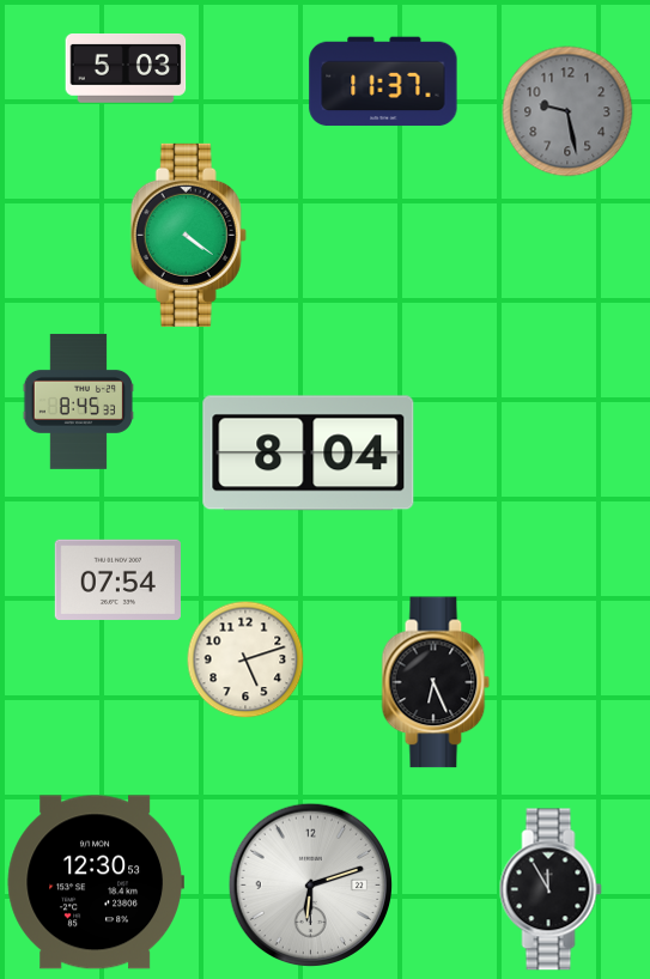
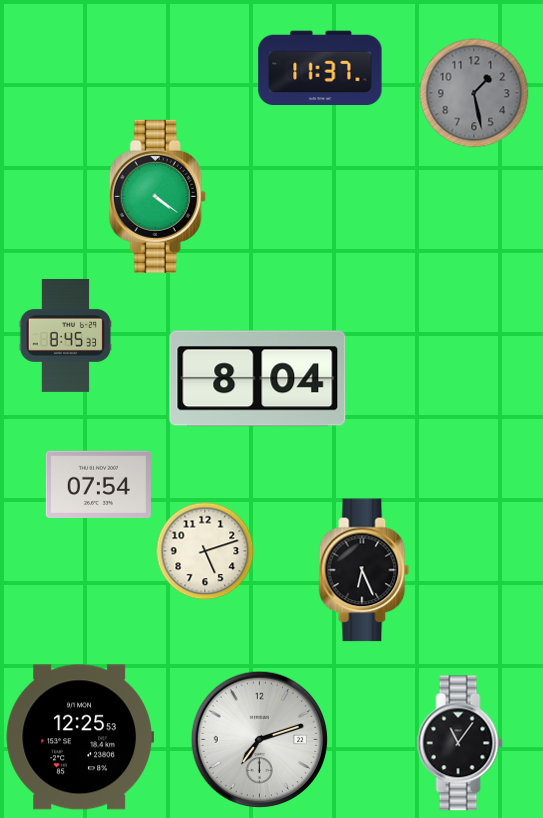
clock at (126, 69): 5:03 -> none
clock at (567, 111): 9:28 -> 1:28
clock at (96, 882): 12:30 -> 12:25
clock at (310, 884): 6:12 -> 7:12
clock at (551, 889): 11:55 -> 11:06
